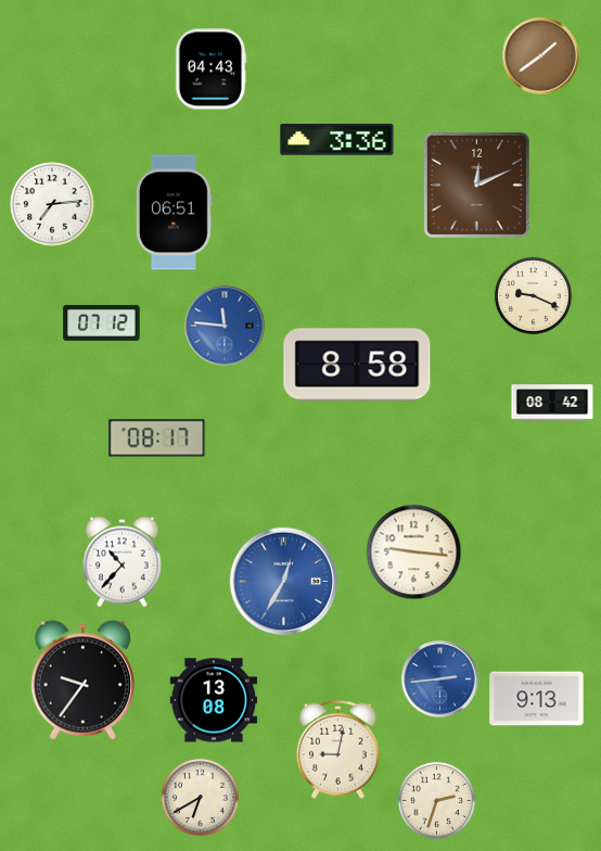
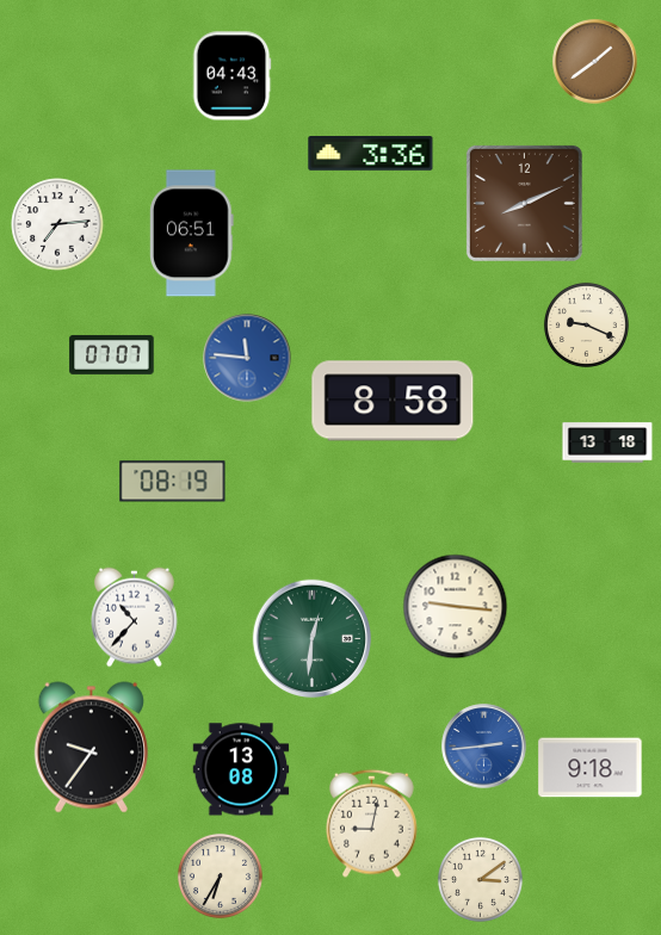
clock at (476, 185): 12:11 -> 8:11
clock at (102, 322): 07:12 -> 07:07
clock at (552, 403): 08:42 -> 13:18
clock at (157, 439): 08:17 -> 08:19
clock at (283, 581): 12:35 -> 12:31
clock at (283, 581) dial: blue -> green
clock at (537, 699): 9:13 -> 9:18
clock at (214, 700) position: (214, 700) -> (241, 769)
clock at (200, 797): 6:40 -> 6:35
clock at (436, 800): 2:33 -> 3:09
